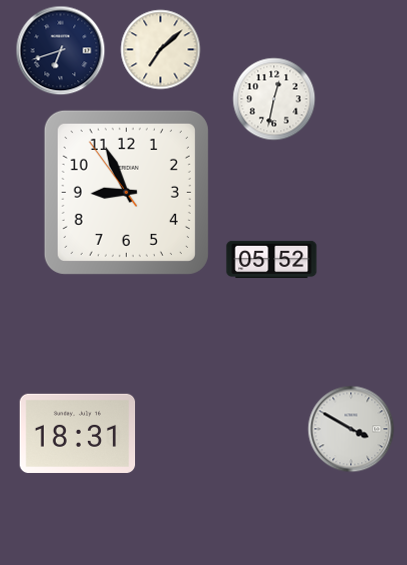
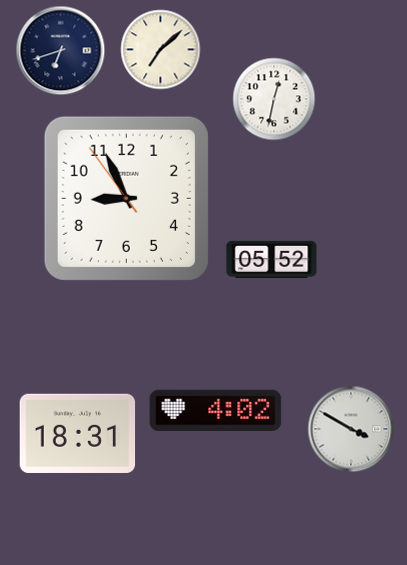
clock at (126, 192) position: (126, 192) -> (126, 198)
clock at (216, 411): none -> 4:02
